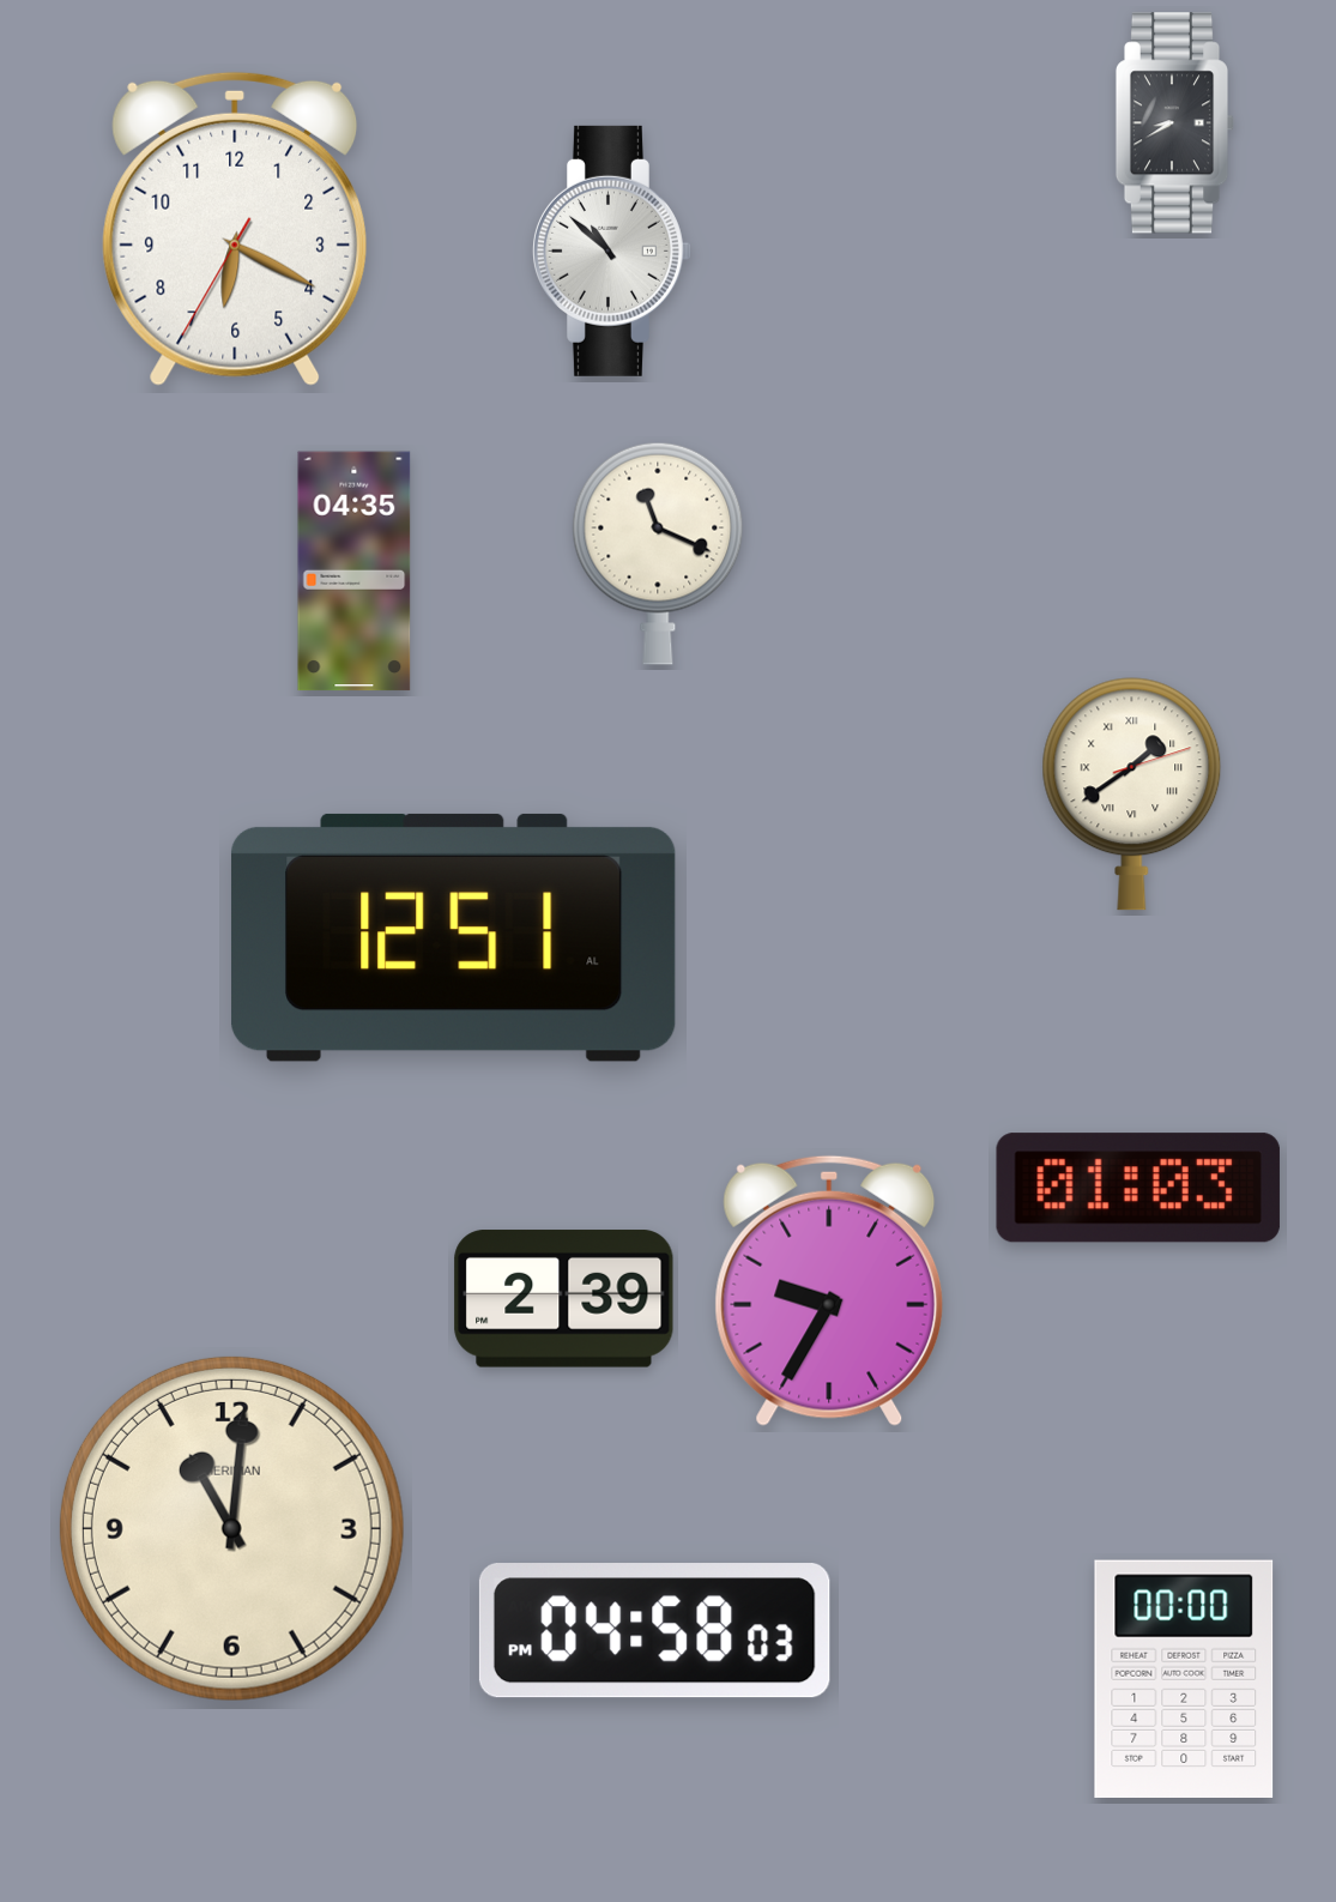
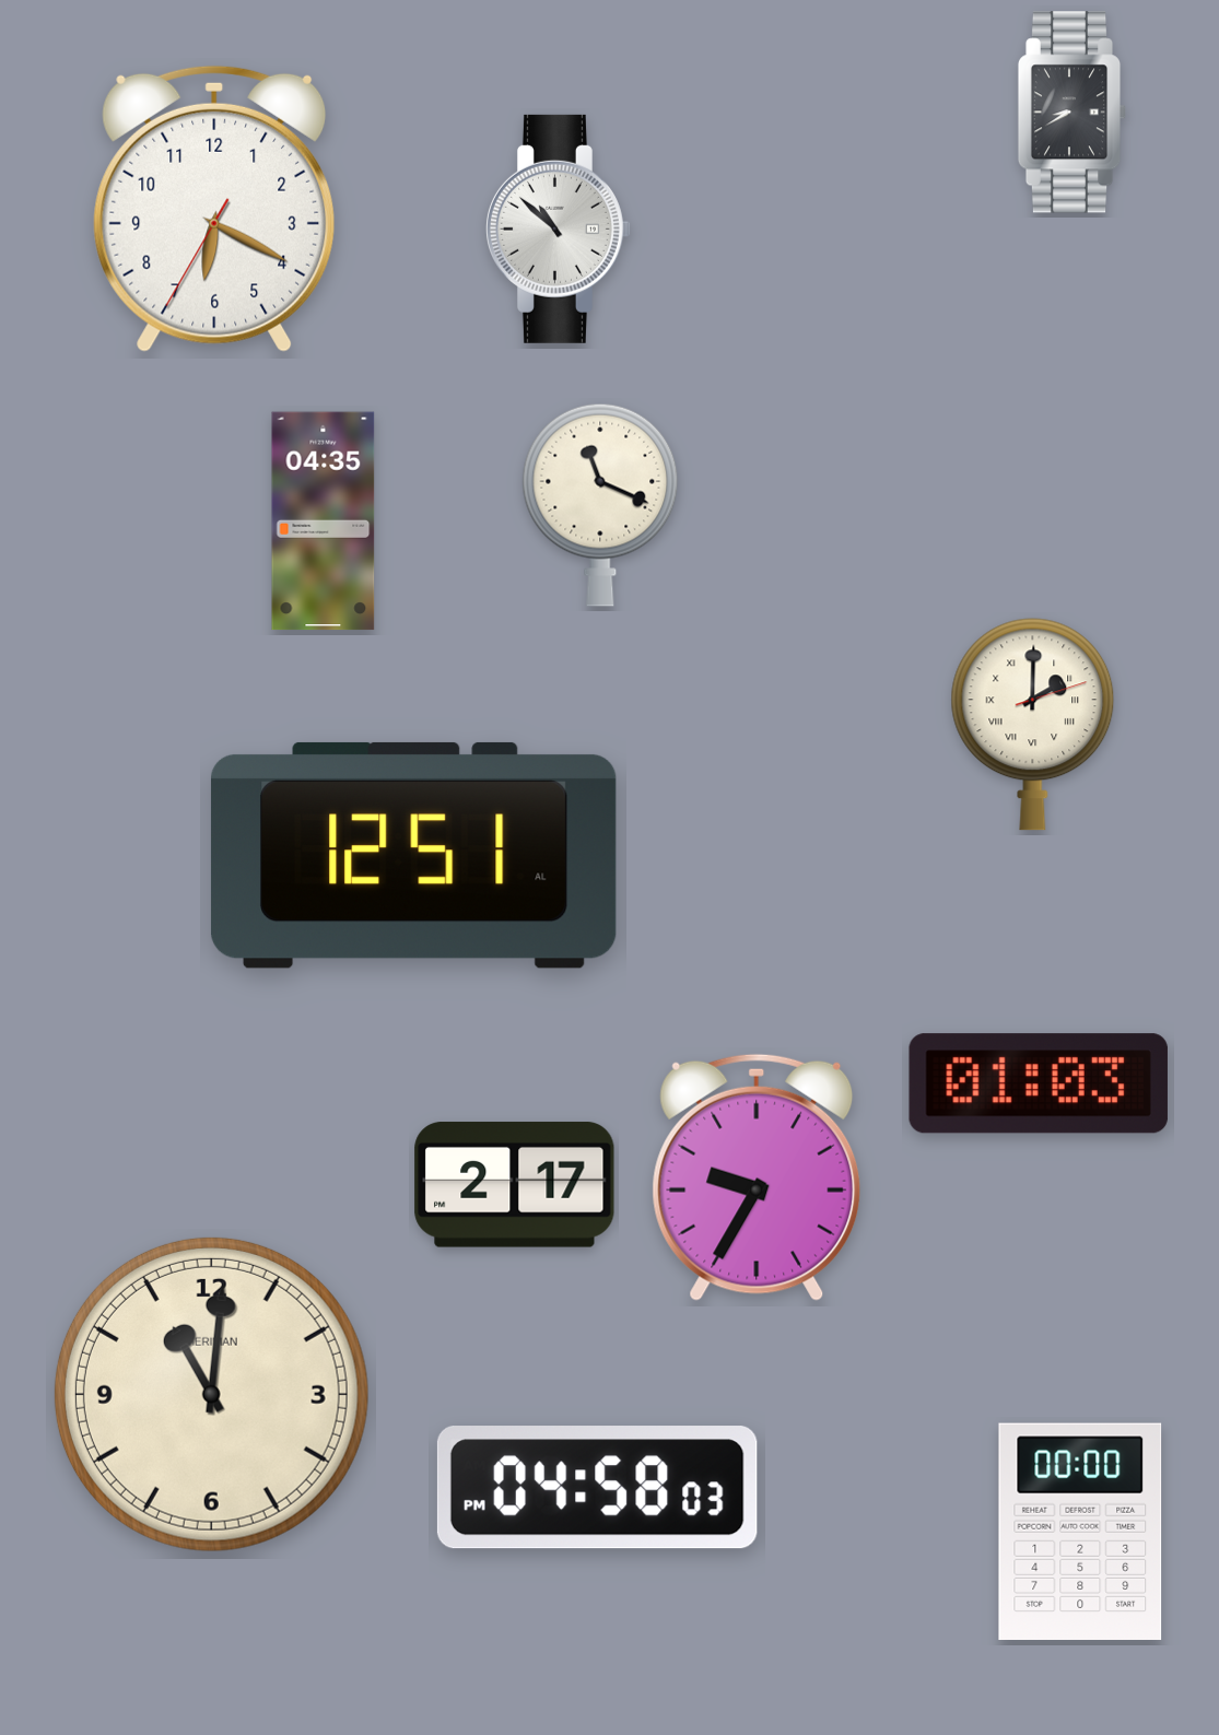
clock at (1132, 795): 1:39 -> 2:00
clock at (564, 1299): 2:39 -> 2:17
